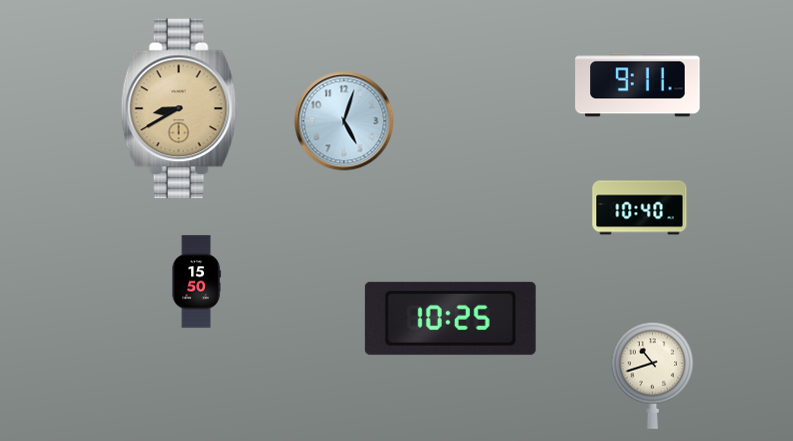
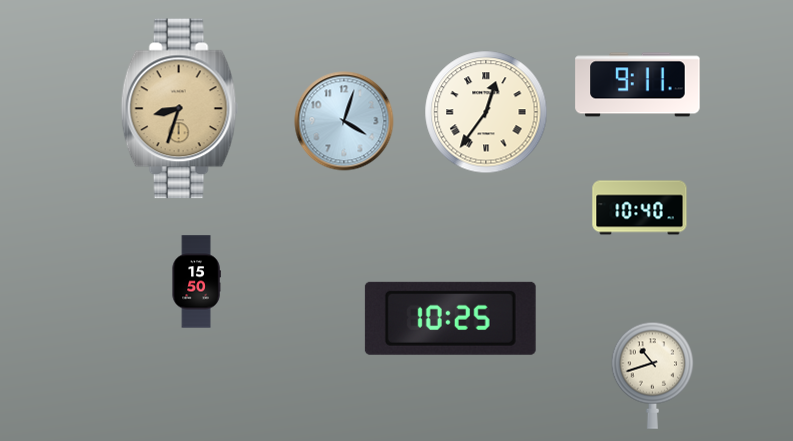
clock at (180, 109): 8:40 -> 8:33
clock at (486, 112): none -> 12:36
clock at (344, 121): 5:03 -> 4:03
